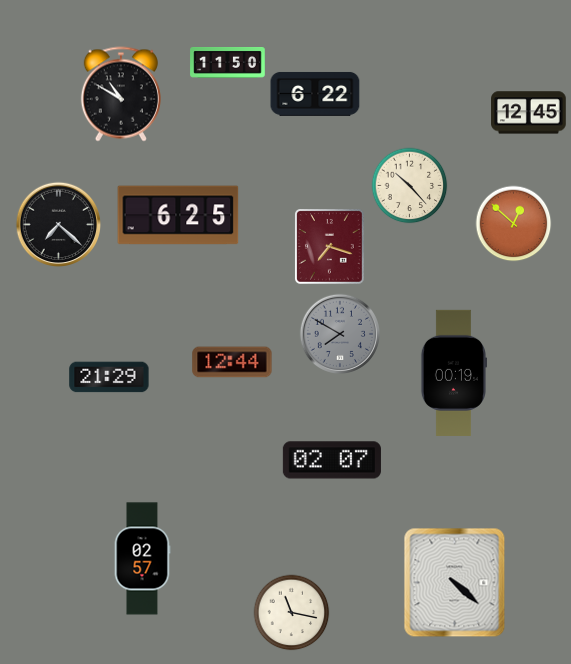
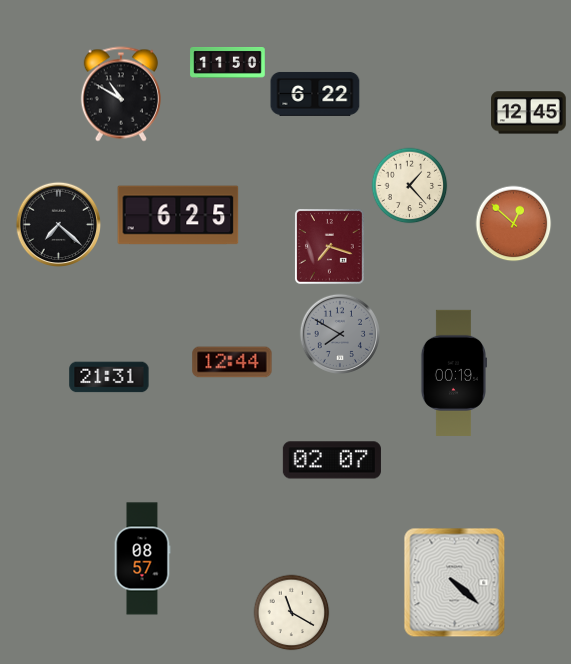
clock at (410, 186): 10:23 -> 1:23
clock at (109, 377): 21:29 -> 21:31
clock at (142, 559): 02:57 -> 08:57
clock at (292, 613): 11:17 -> 11:20
